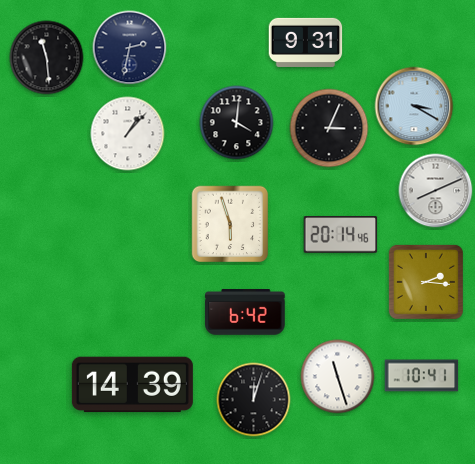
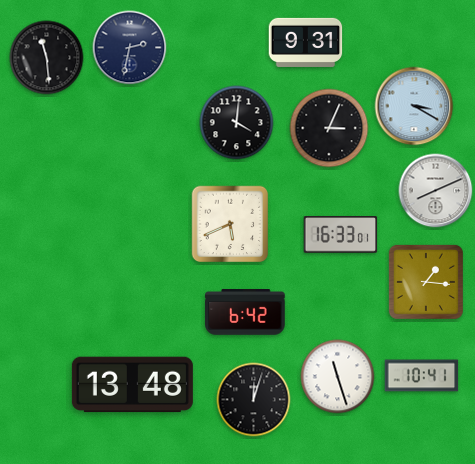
clock at (128, 134): 1:07 -> none
clock at (230, 224): 5:57 -> 5:41
clock at (341, 235): 20:14 -> 16:33
clock at (426, 282): 2:16 -> 1:16
clock at (132, 385): 14:39 -> 13:48
